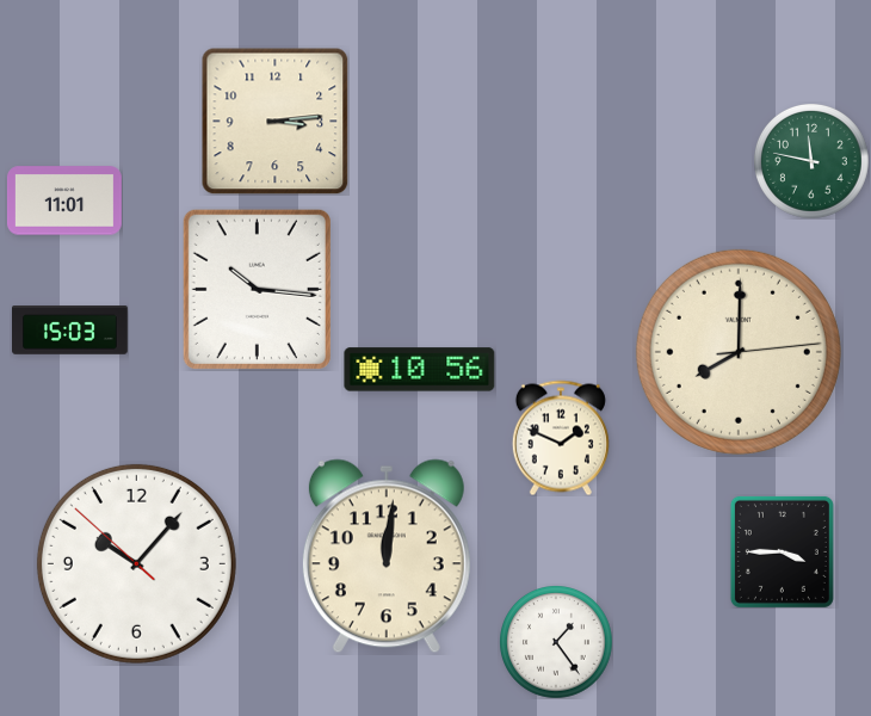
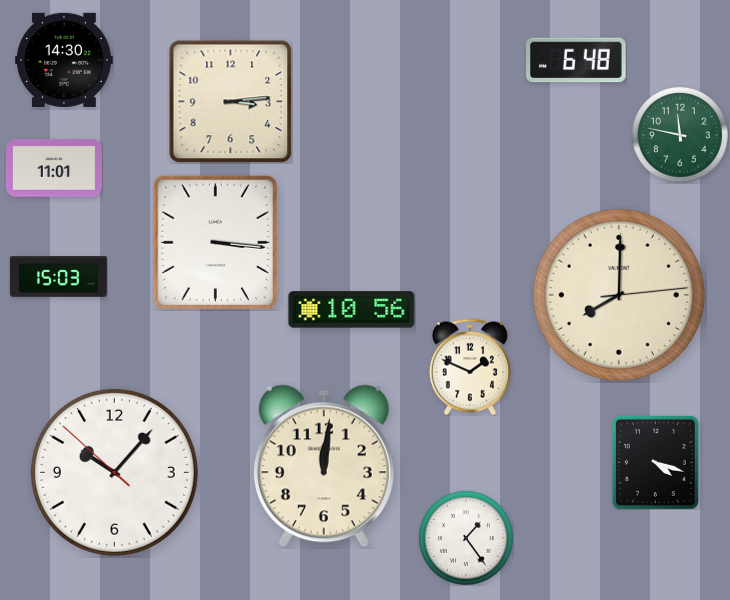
clock at (65, 60): none -> 14:30
clock at (577, 60): none -> 6:48
clock at (257, 289): 10:16 -> 3:16
clock at (782, 551): 3:45 -> 4:18
